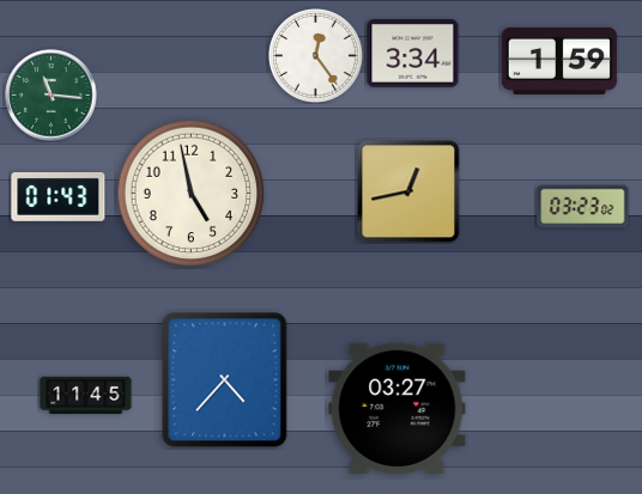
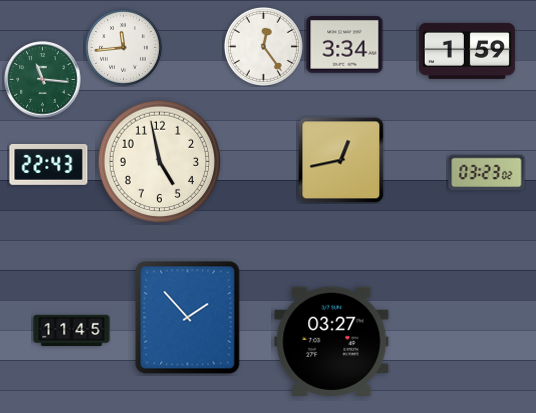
clock at (124, 48): none -> 11:44
clock at (59, 196): 01:43 -> 22:43
clock at (225, 380): 4:37 -> 1:53
